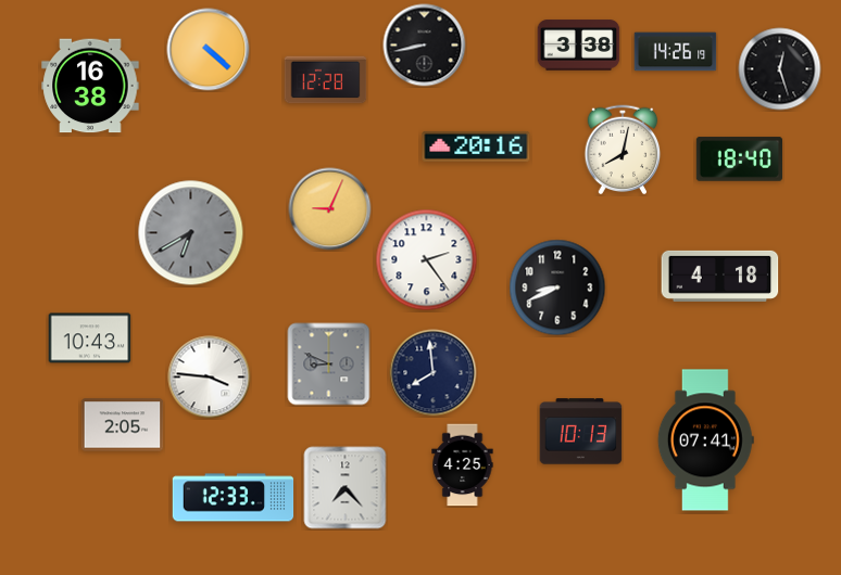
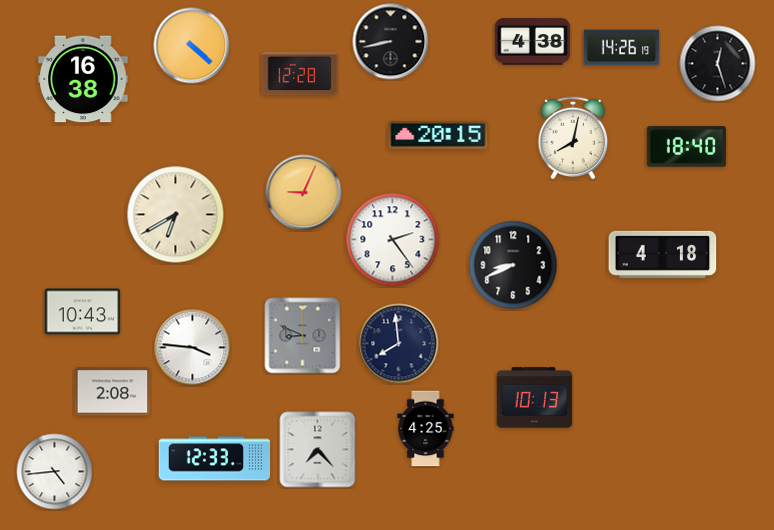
clock at (579, 46): 3:38 -> 4:38
clock at (476, 146): 20:16 -> 20:15
clock at (739, 159) position: (739, 159) -> (686, 147)
clock at (191, 233) dial: grey -> cream
clock at (123, 425): 2:05 -> 2:08
clock at (705, 440): 07:41 -> none
clock at (55, 472): none -> 4:44
